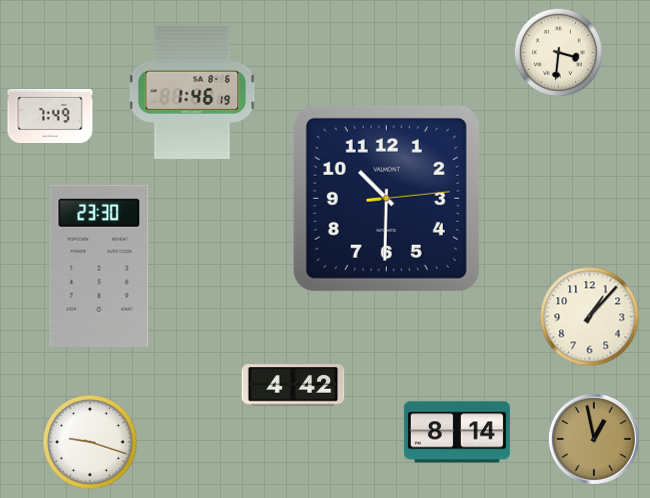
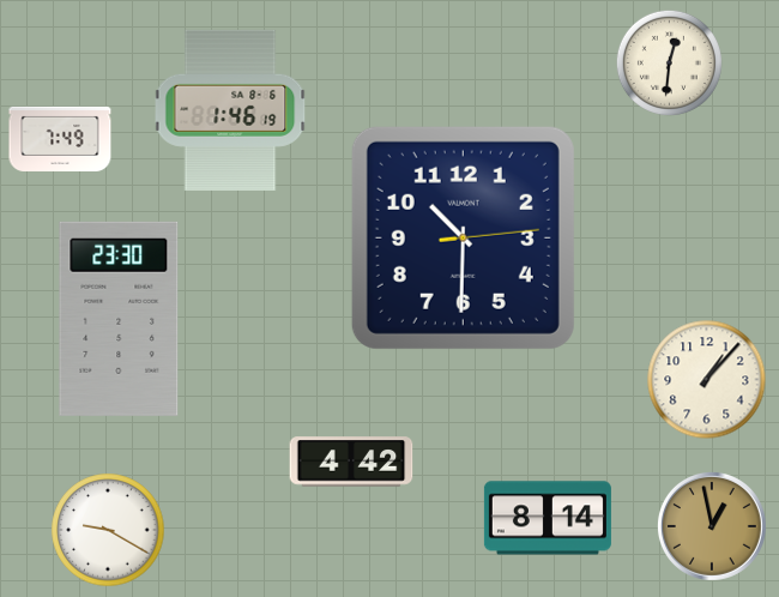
clock at (558, 52): 3:31 -> 12:31
clock at (90, 442): 9:18 -> 9:20
